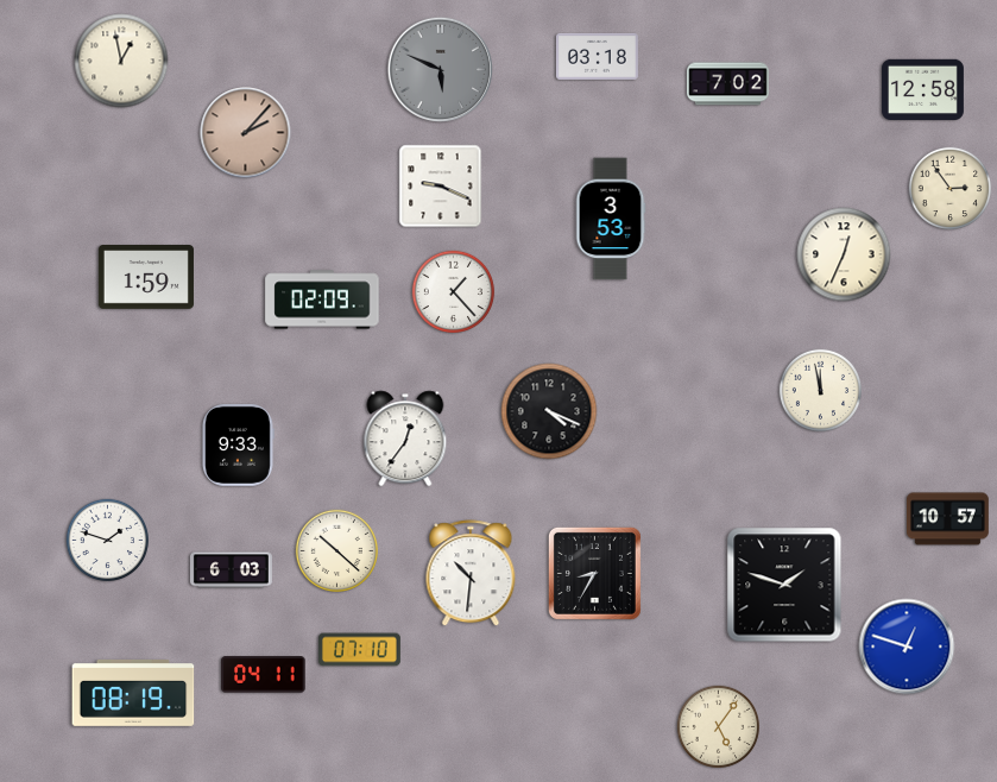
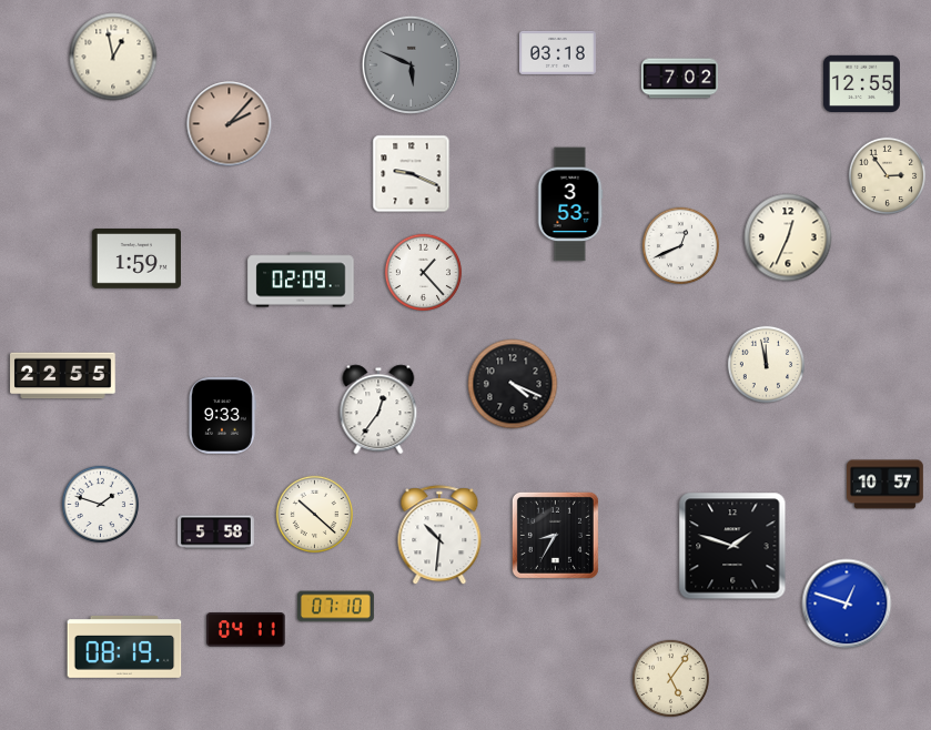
clock at (922, 89): 12:58 -> 12:55
clock at (680, 245): none -> 12:41
clock at (63, 376): none -> 22:55
clock at (232, 570): 6:03 -> 5:58
